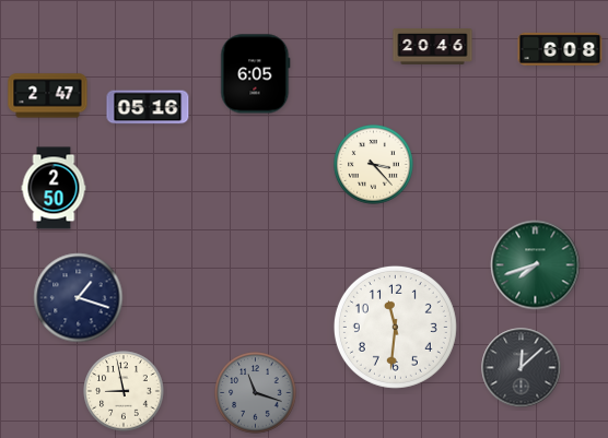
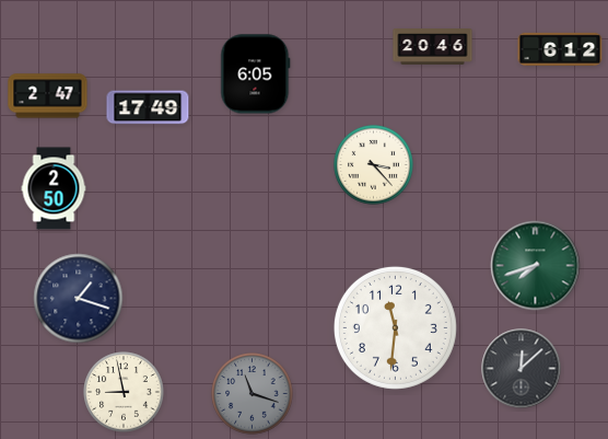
clock at (560, 49): 6:08 -> 6:12
clock at (148, 107): 05:16 -> 17:49
clock at (256, 393) position: (256, 393) -> (253, 394)
